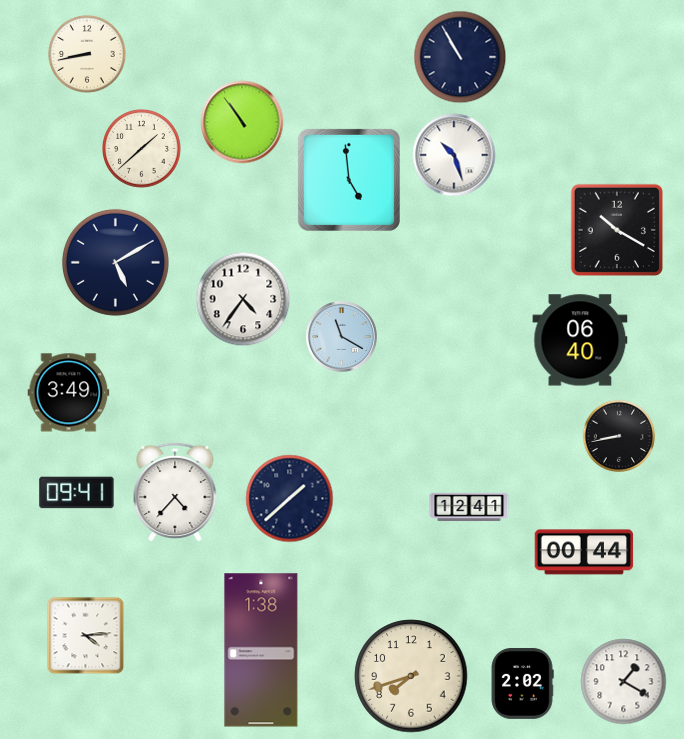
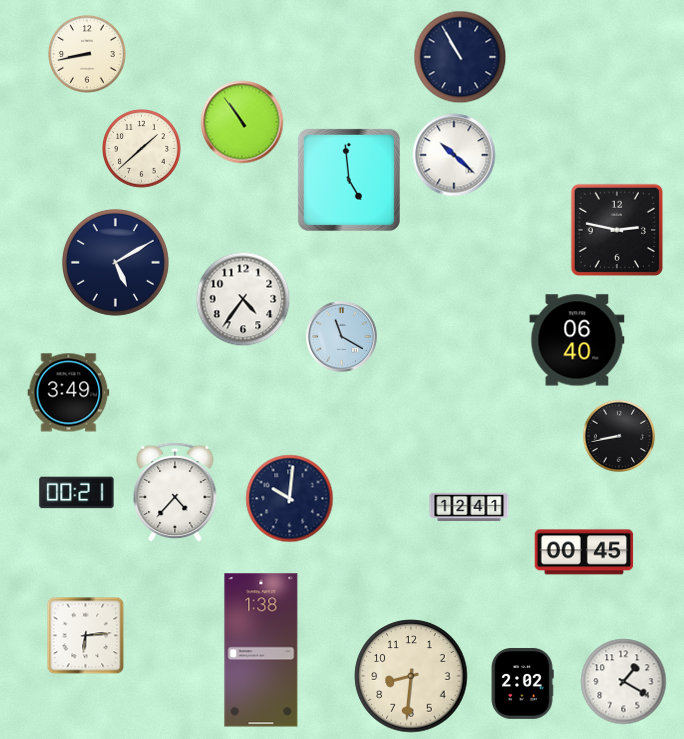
clock at (454, 155): 10:27 -> 10:22
clock at (616, 229): 10:20 -> 2:47
clock at (580, 340) position: (580, 340) -> (577, 340)
clock at (77, 493): 09:41 -> 00:21
clock at (290, 499): 1:38 -> 10:01
clock at (584, 552): 00:44 -> 00:45
clock at (86, 636): 4:14 -> 6:14
clock at (411, 676): 7:42 -> 8:31
